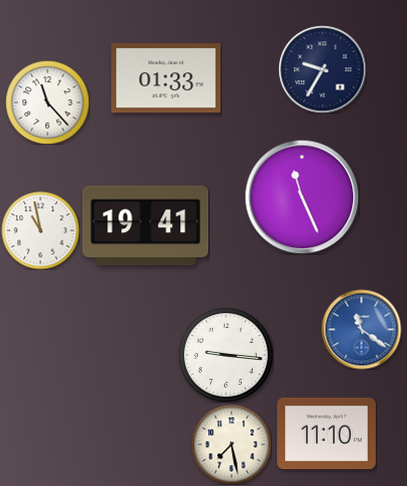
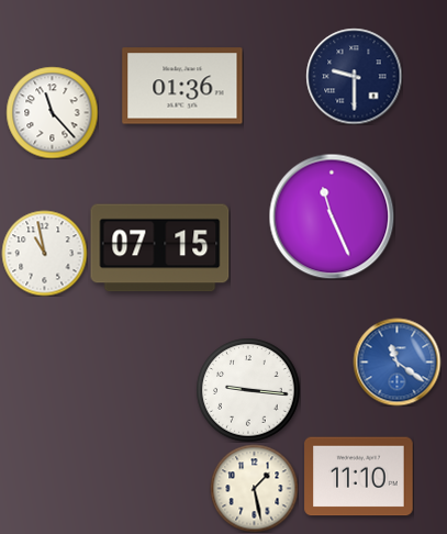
clock at (322, 69): 9:35 -> 9:30
clock at (166, 78): 01:33 -> 01:36
clock at (146, 226): 19:41 -> 07:15
clock at (231, 444): 7:28 -> 1:28
